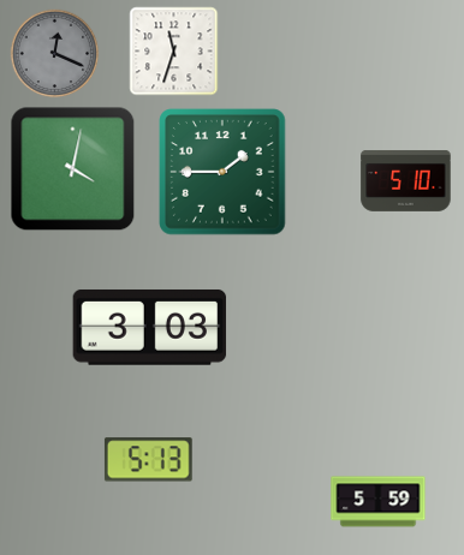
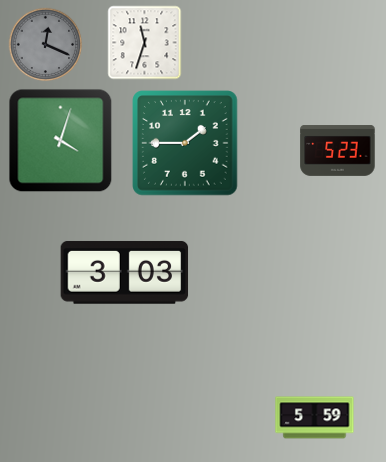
clock at (73, 169): 4:02 -> 4:03
clock at (406, 181): 5:10 -> 5:23
clock at (148, 460): 5:13 -> none
